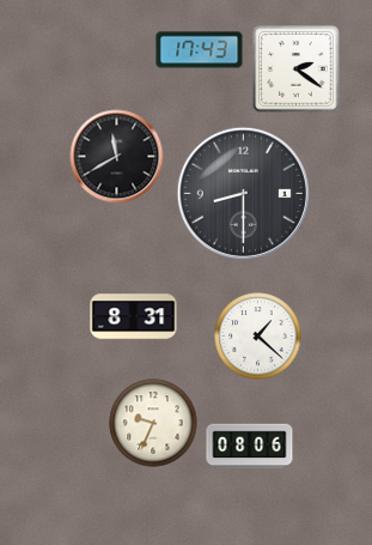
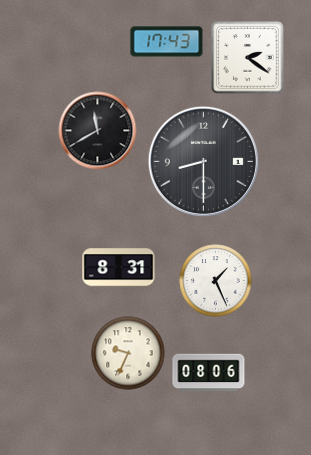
clock at (134, 317) position: (134, 317) -> (119, 268)
clock at (258, 337): 1:22 -> 1:26
